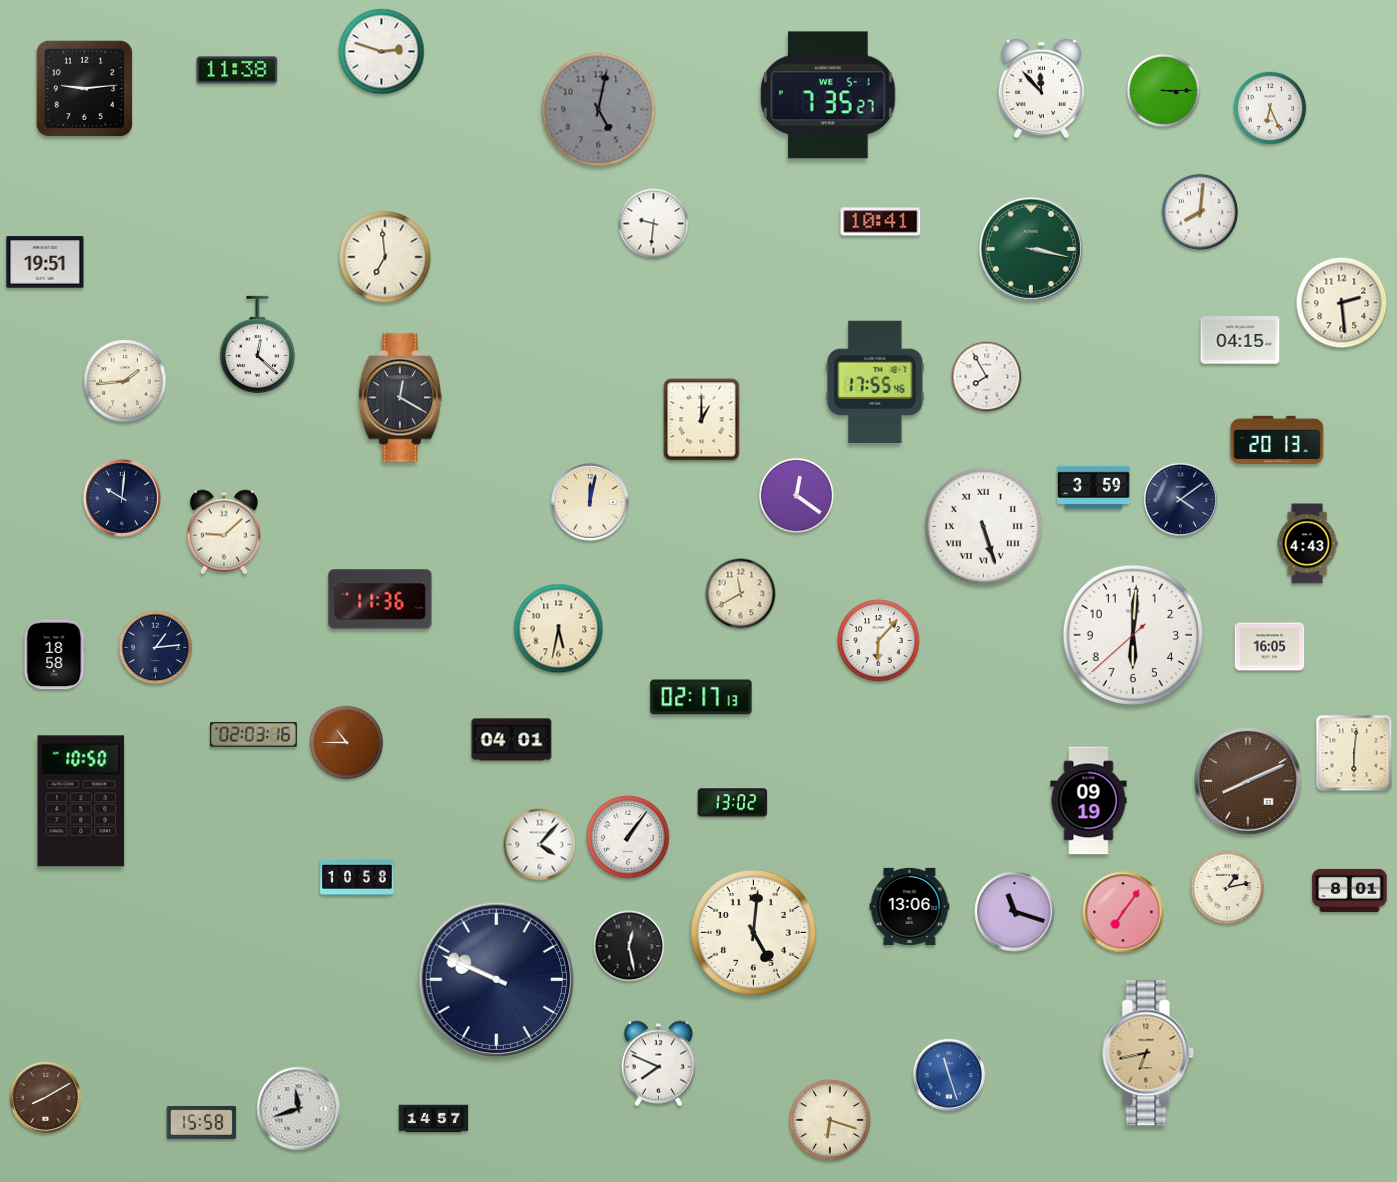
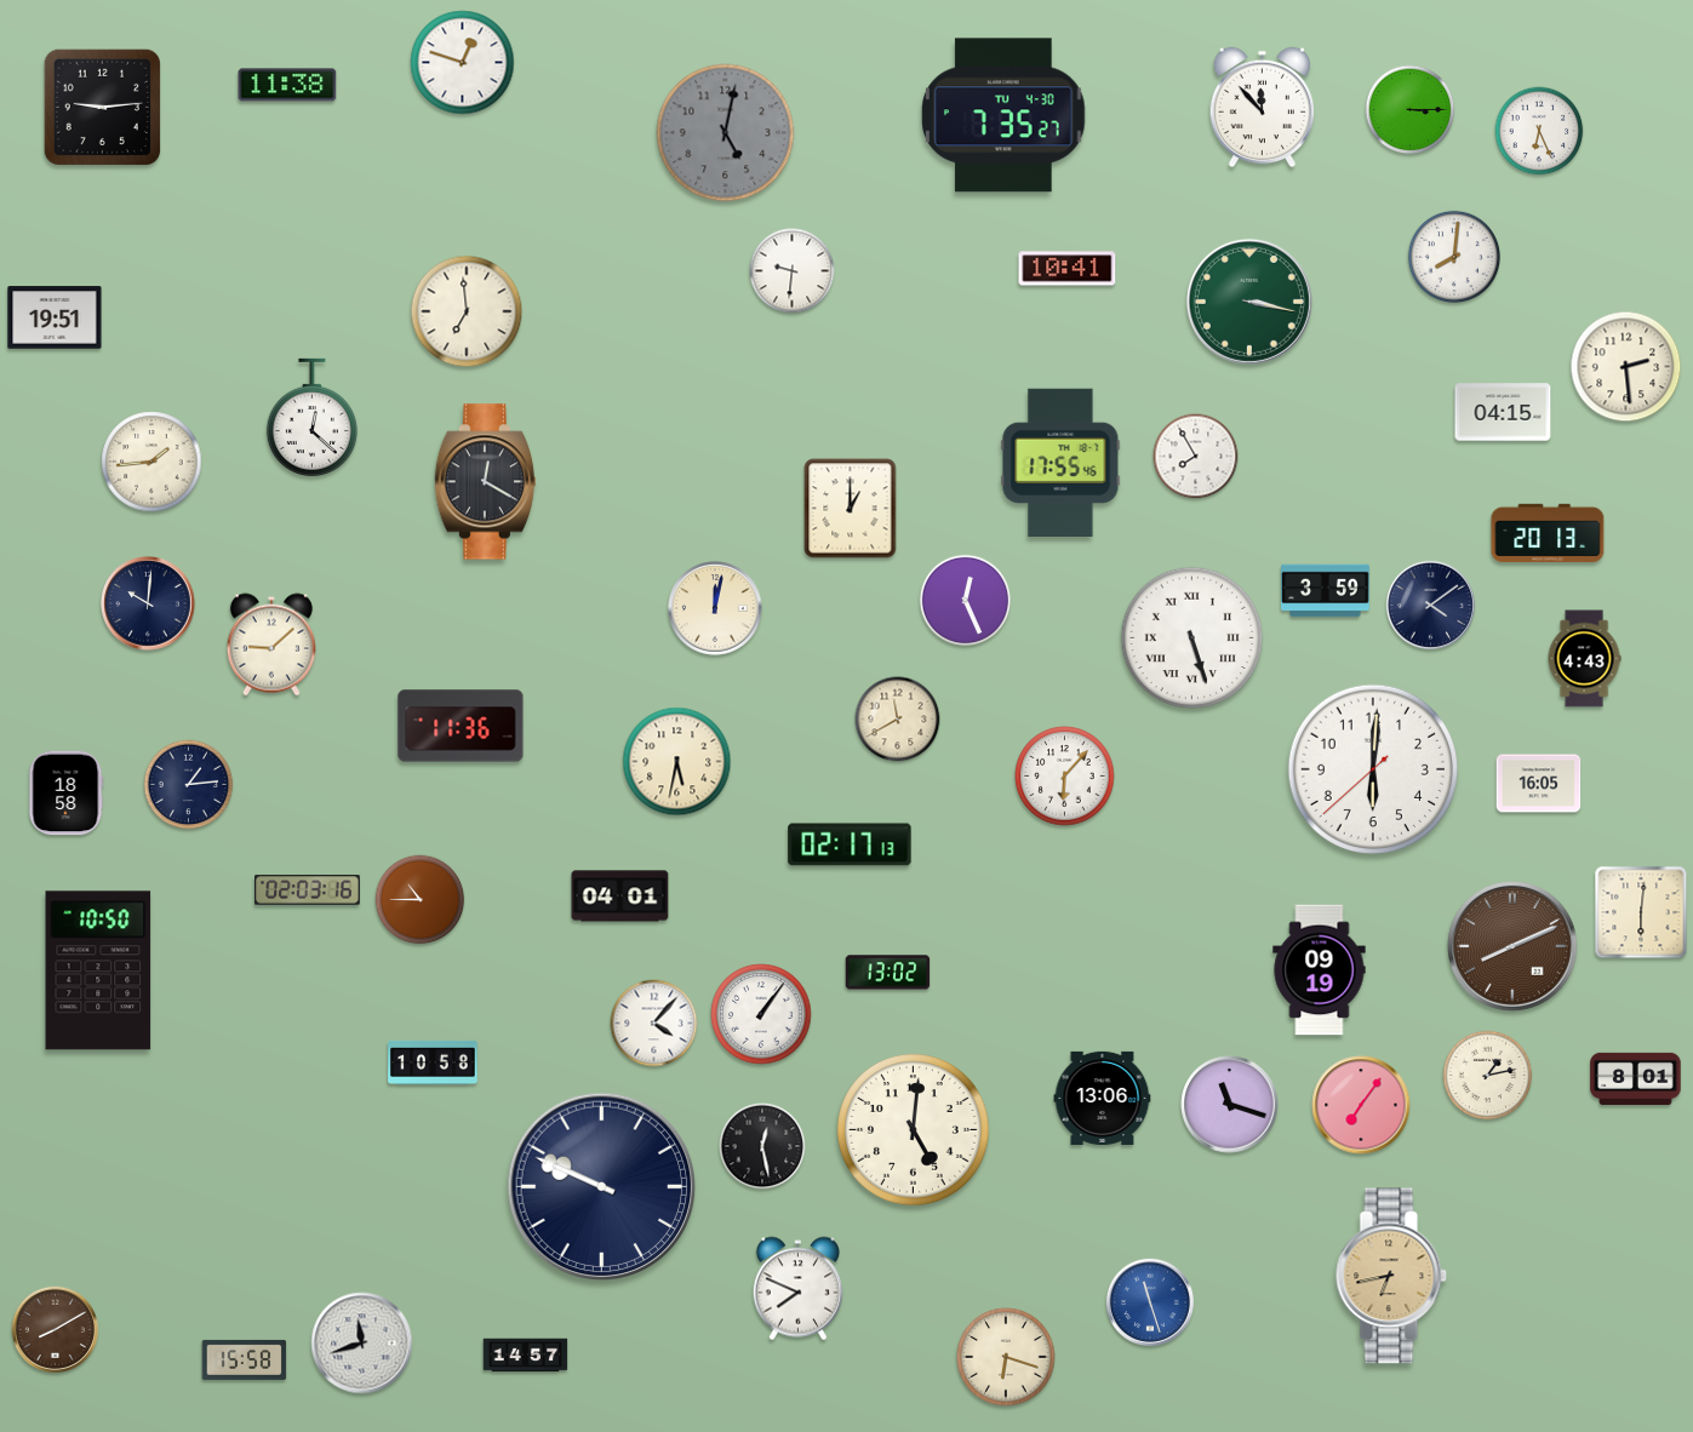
clock at (382, 52): 2:48 -> 12:48
clock at (828, 95) date: WE 5-1 -> TU 4-30
clock at (797, 496): 12:21 -> 12:26
